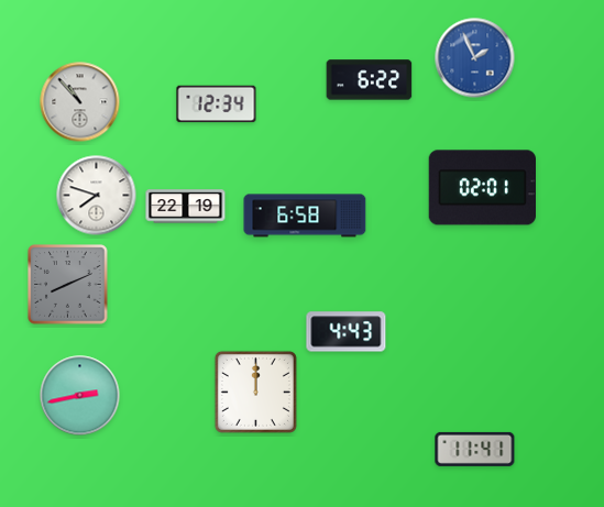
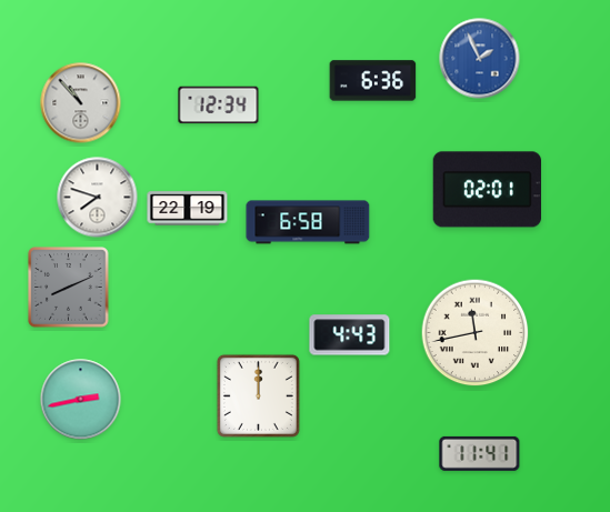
clock at (370, 80): 6:22 -> 6:36
clock at (305, 216) position: (305, 216) -> (308, 222)
clock at (476, 333): none -> 11:43
